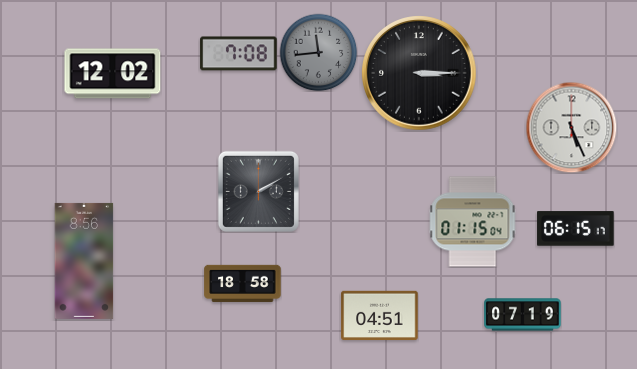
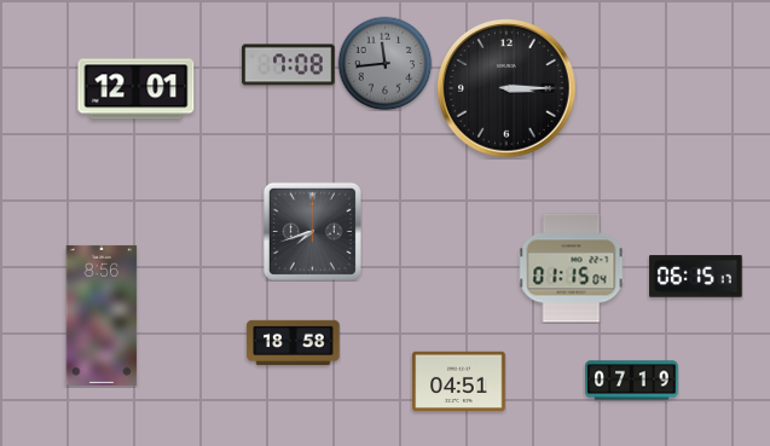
clock at (113, 74): 12:02 -> 12:01
clock at (571, 127): 5:26 -> none
clock at (258, 191): 2:10 -> 7:42
